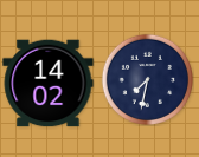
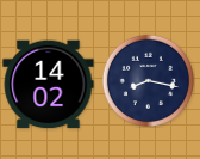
clock at (147, 79): 7:32 -> 8:17
